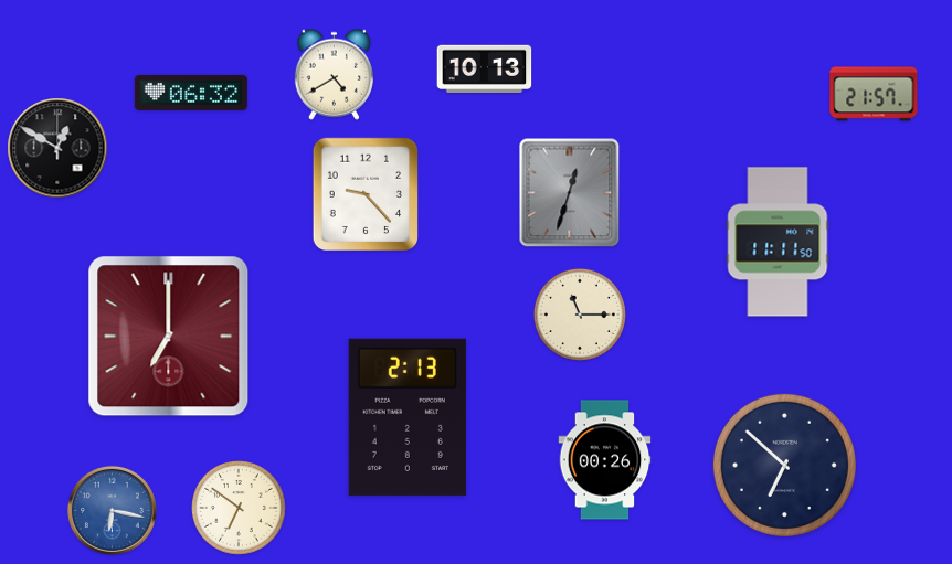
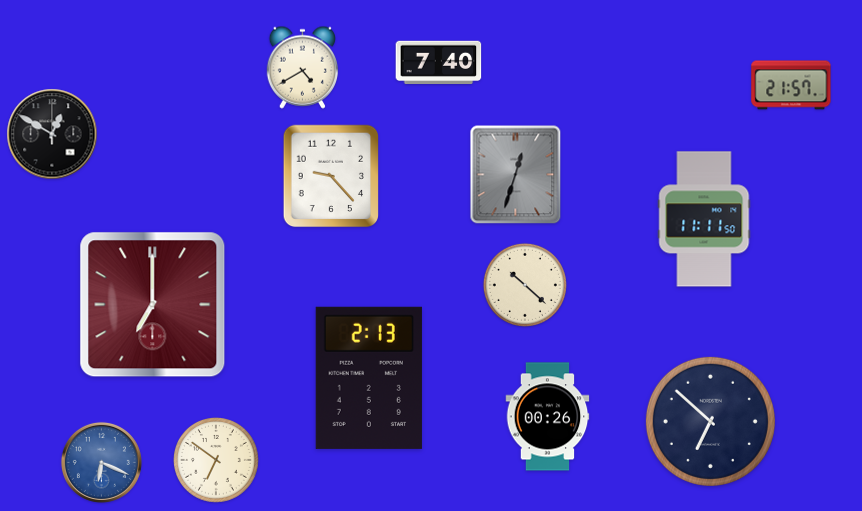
clock at (485, 70): 10:13 -> 7:40
clock at (191, 93): 06:32 -> none
clock at (580, 315): 11:15 -> 10:22
clock at (112, 510): 6:17 -> 6:19
